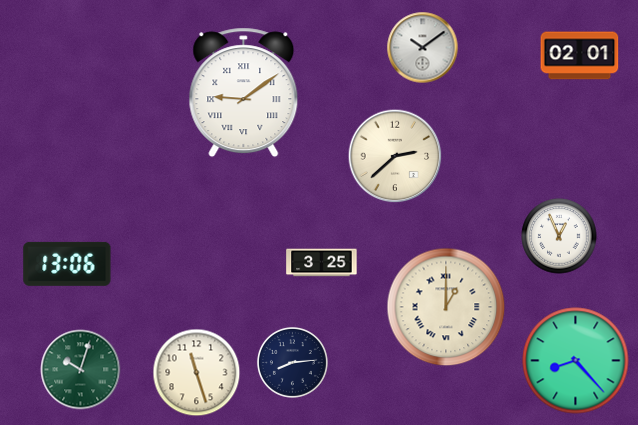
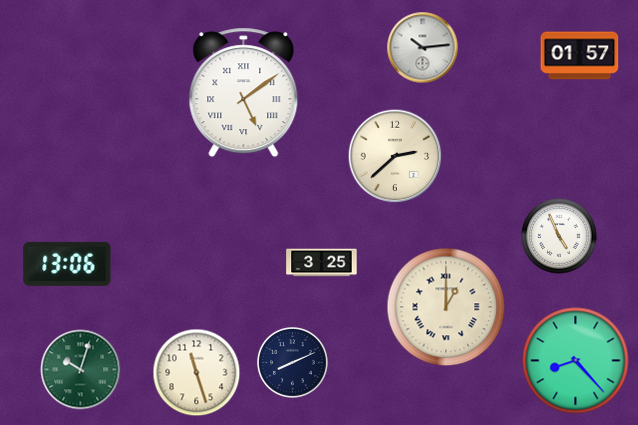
clock at (423, 48): 10:09 -> 10:14
clock at (580, 56): 02:01 -> 01:57
clock at (244, 93): 9:09 -> 5:09
clock at (559, 236): 12:56 -> 4:56
clock at (292, 362): 8:14 -> 8:11
